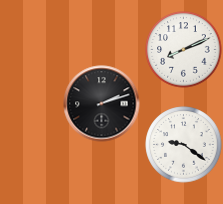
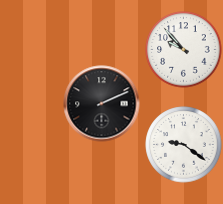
clock at (184, 50): 8:11 -> 9:53
clock at (102, 104): 2:12 -> 2:11
